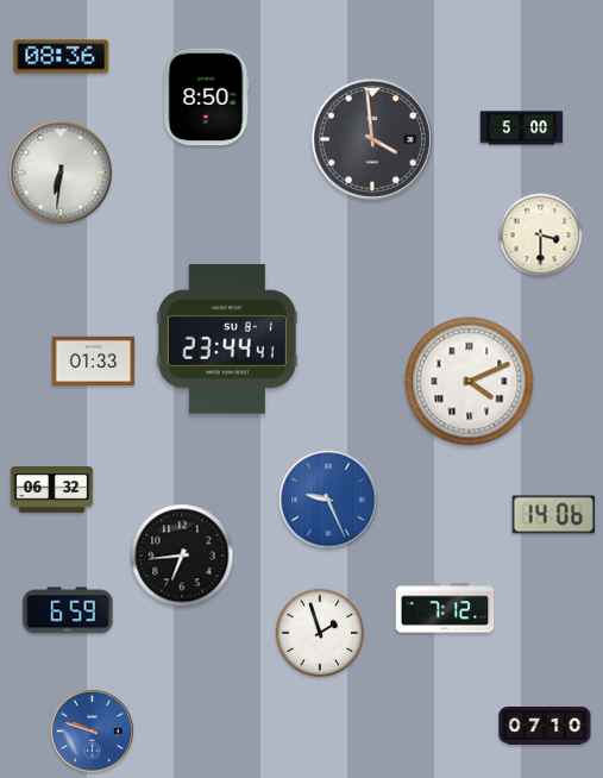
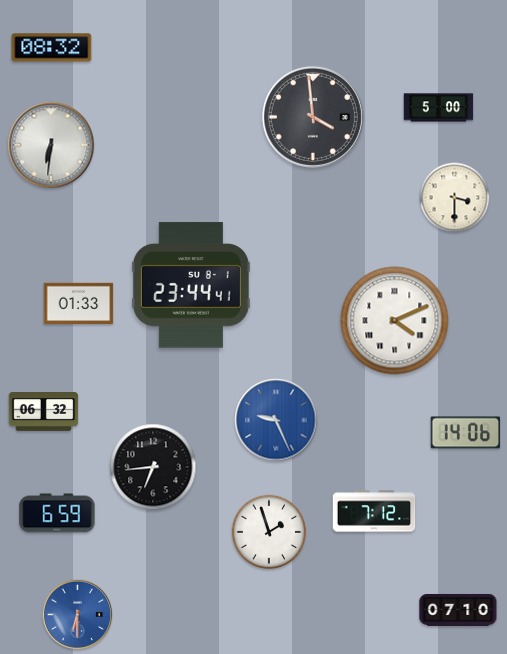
clock at (62, 57): 08:36 -> 08:32
clock at (206, 98): 8:50 -> none
clock at (93, 732): 9:48 -> 6:30
